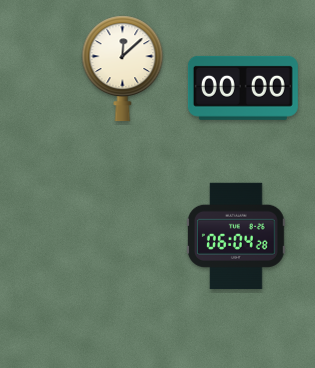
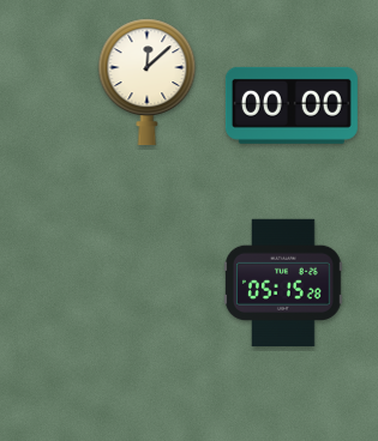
clock at (237, 235): 06:04 -> 05:15
